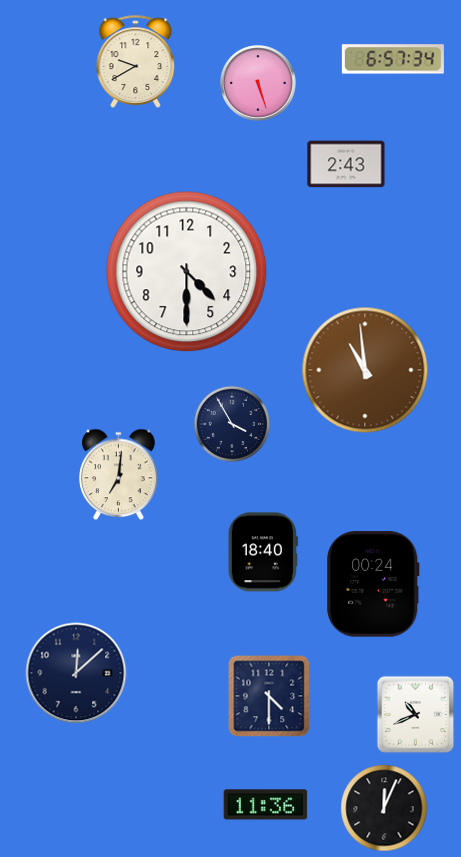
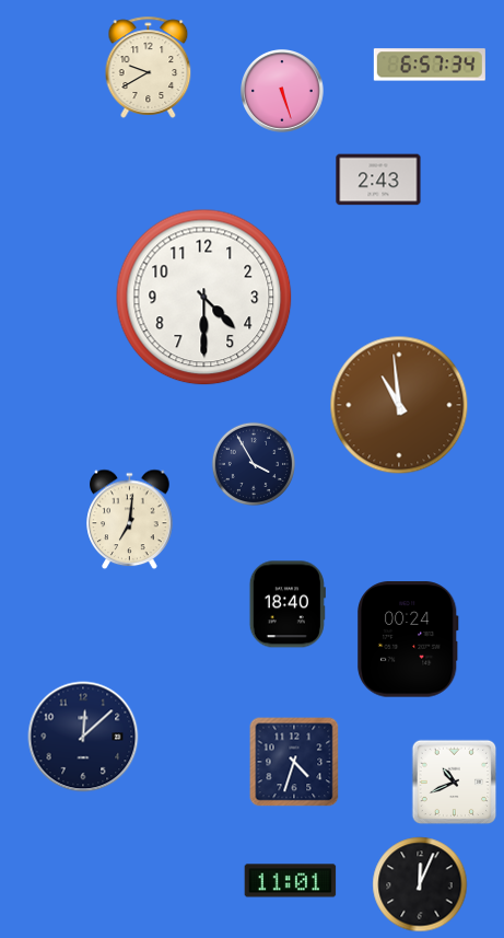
clock at (269, 696): 4:30 -> 4:33
clock at (266, 805): 11:36 -> 11:01
